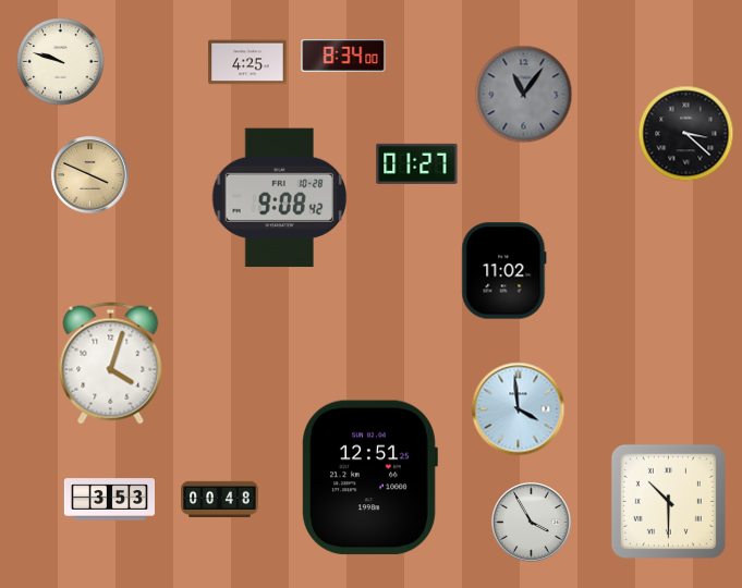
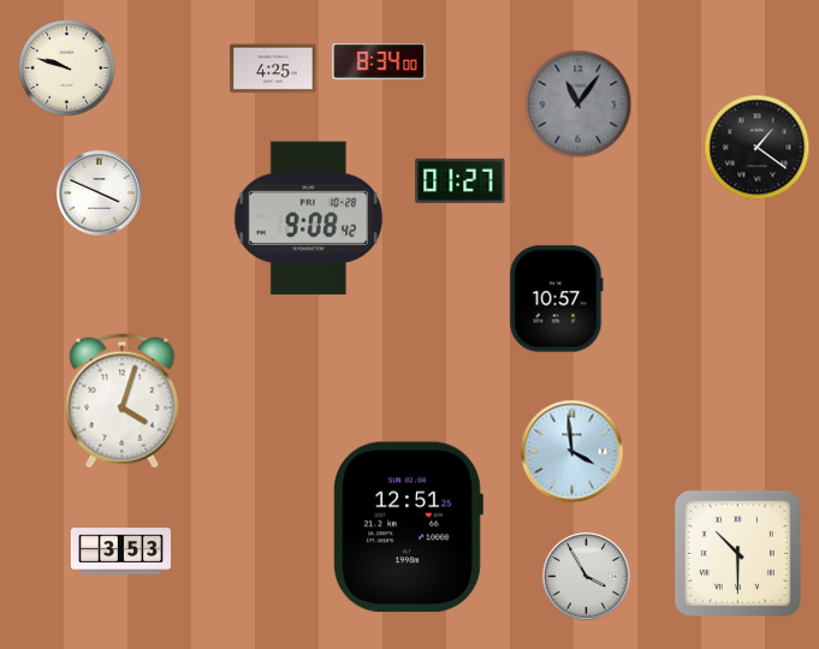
clock at (686, 134): 3:22 -> 1:21
clock at (90, 175) dial: champagne -> white
clock at (504, 271): 11:02 -> 10:57
clock at (220, 499): 00:48 -> none
